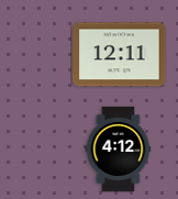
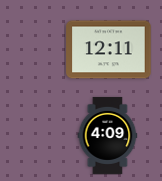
clock at (119, 148): 4:12 -> 4:09
